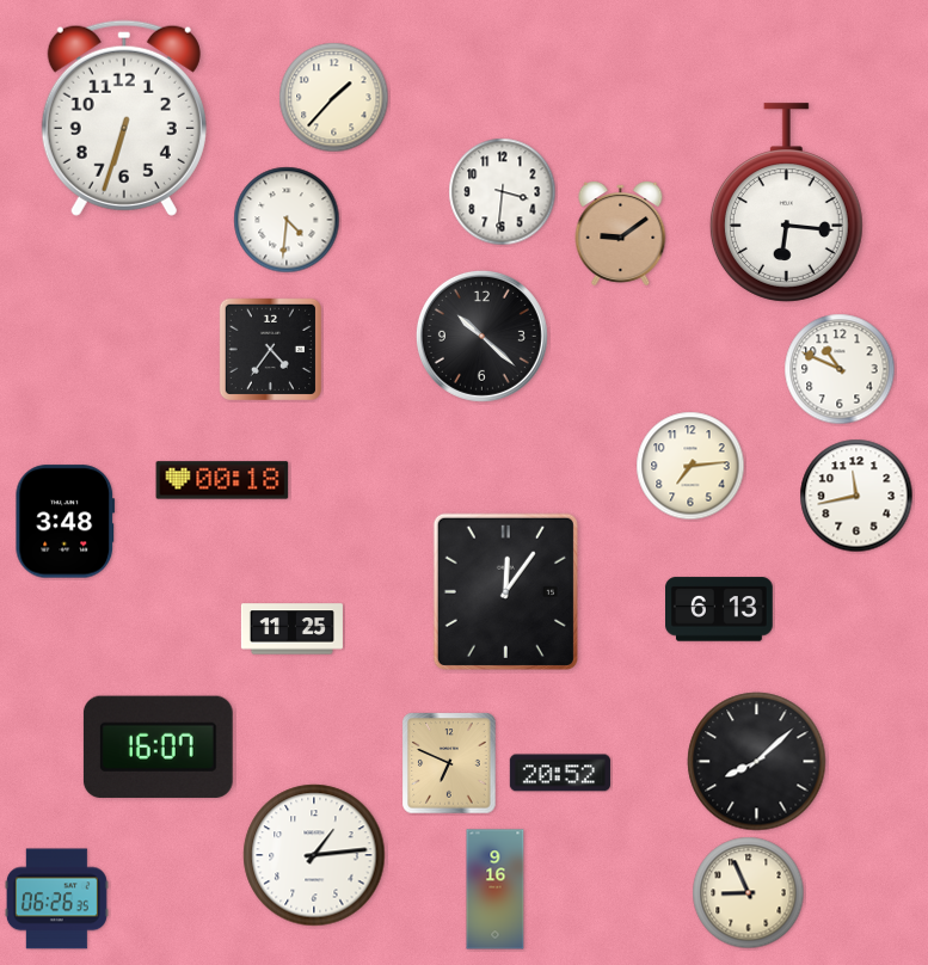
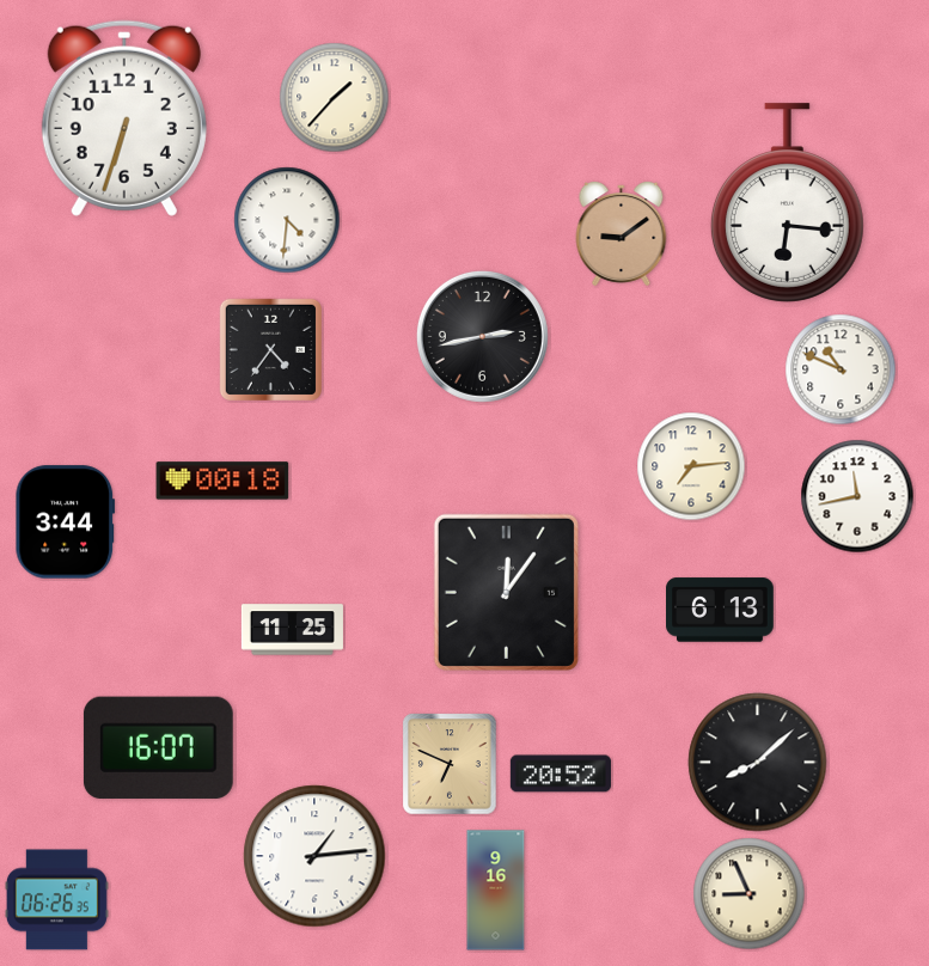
clock at (503, 192): 3:31 -> none
clock at (481, 336): 10:22 -> 2:43
clock at (66, 522): 3:48 -> 3:44
